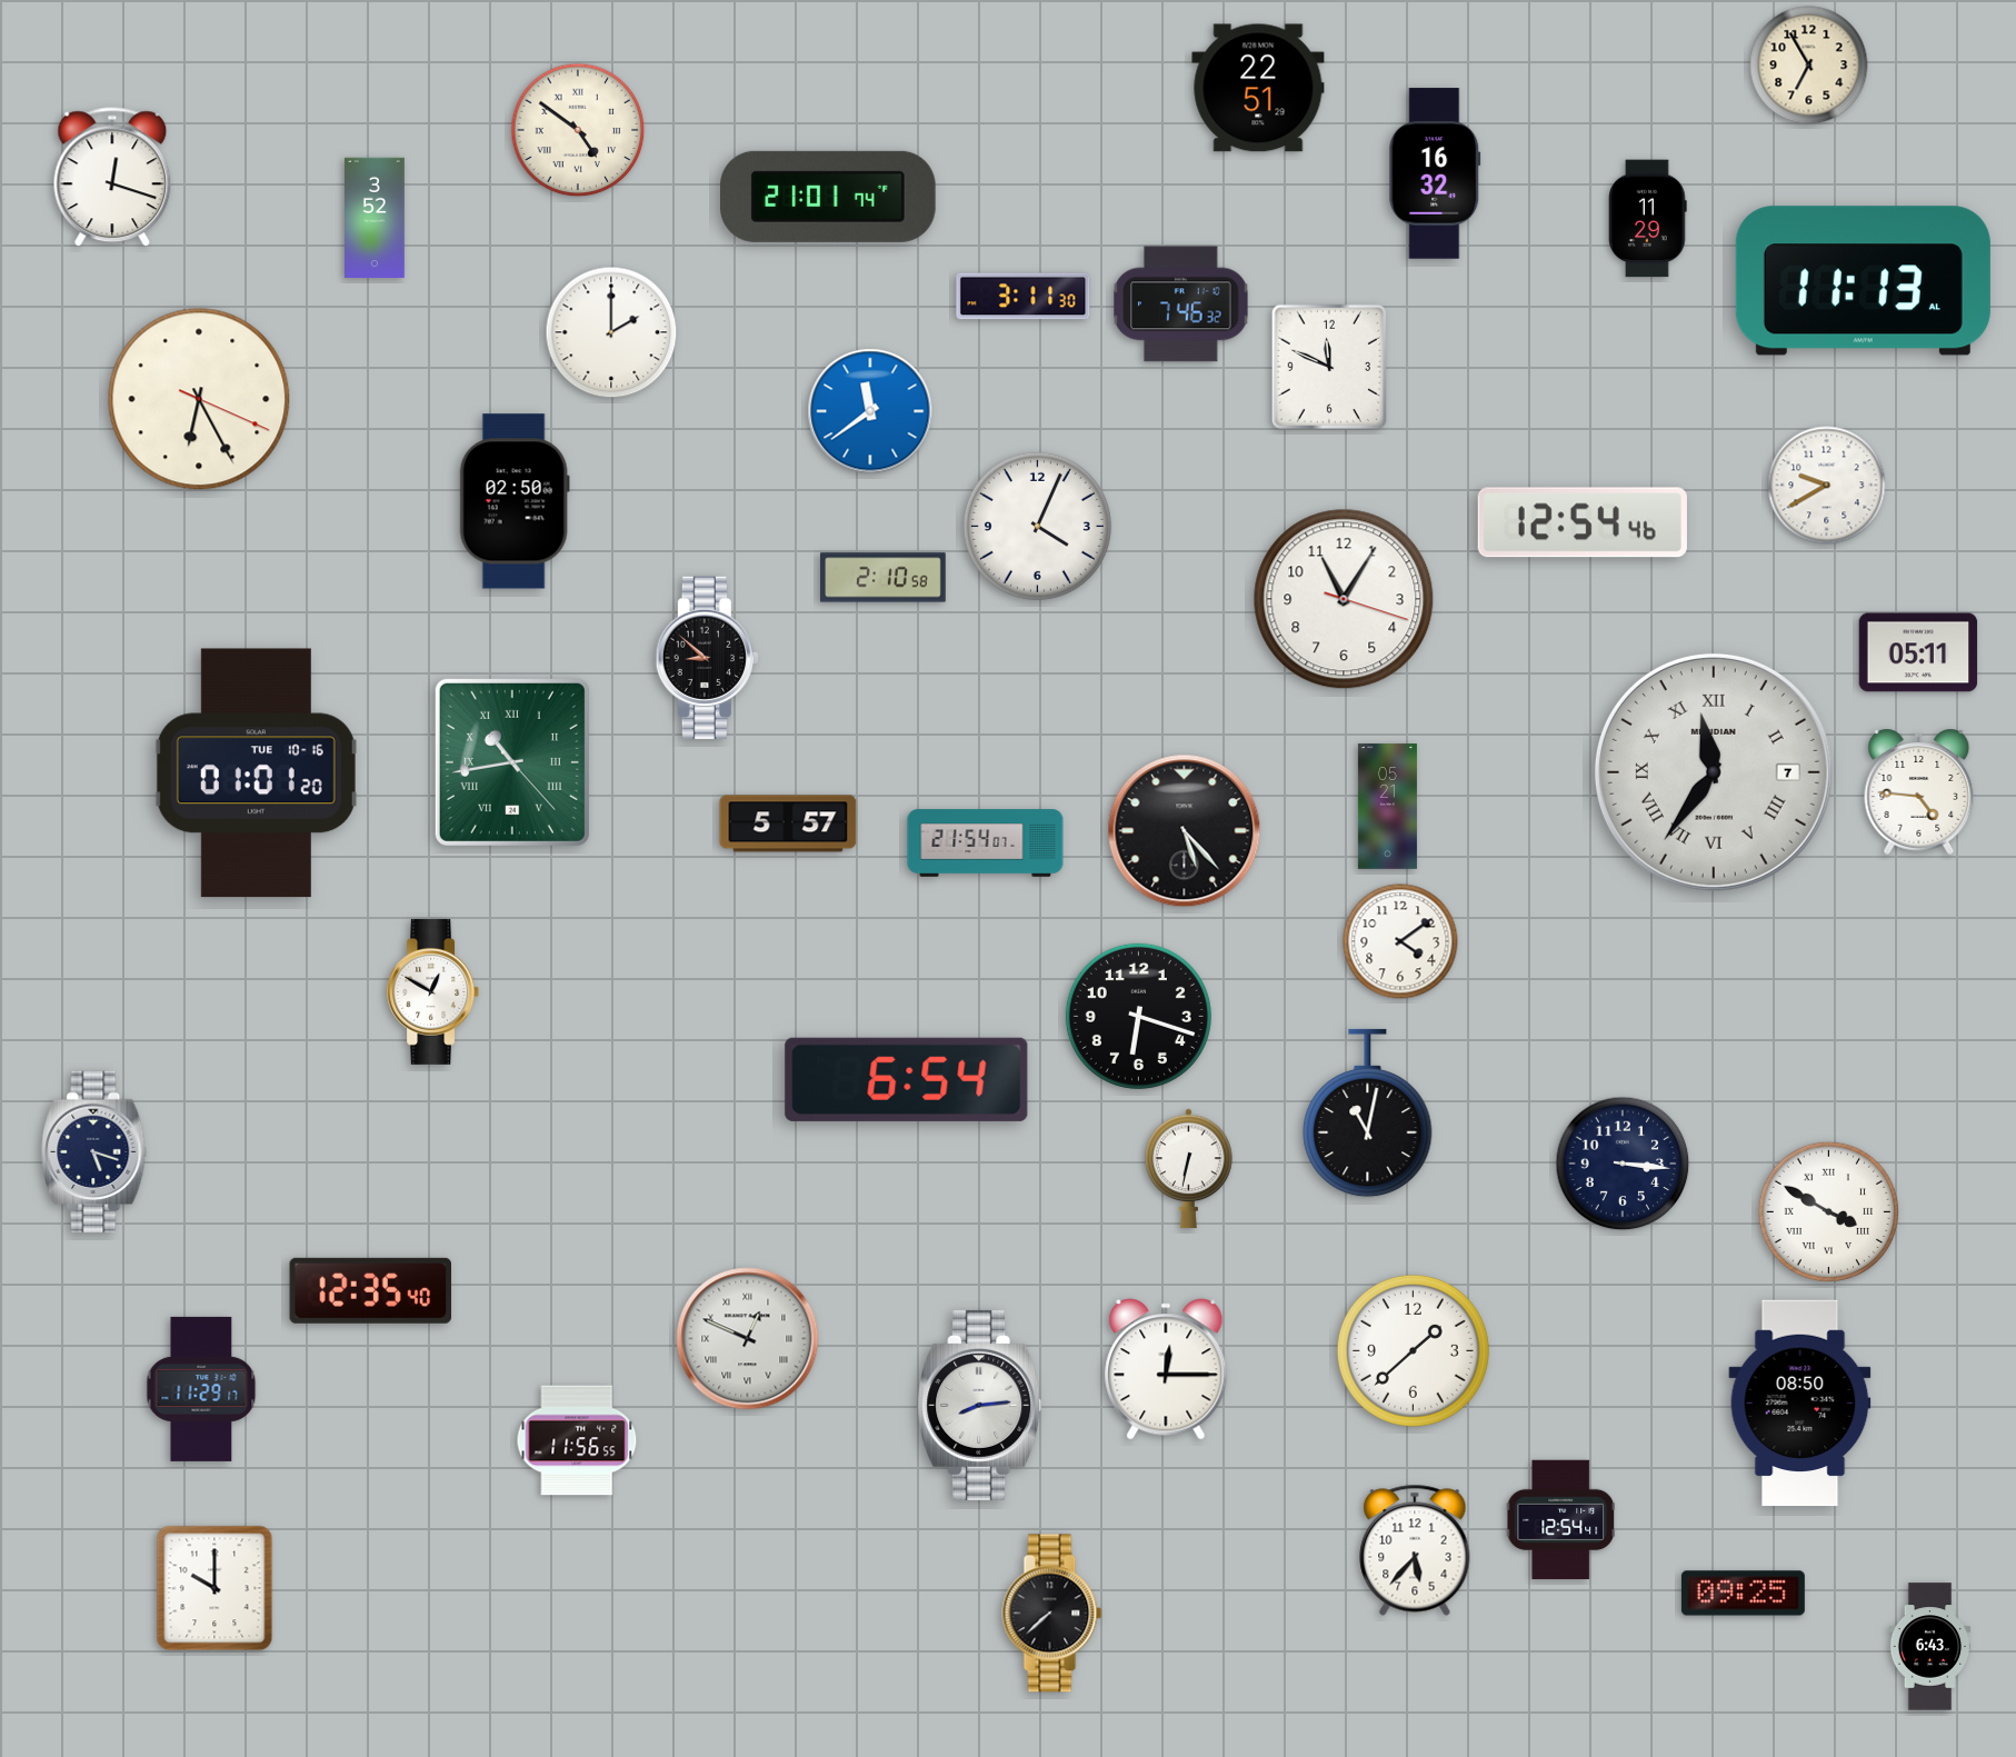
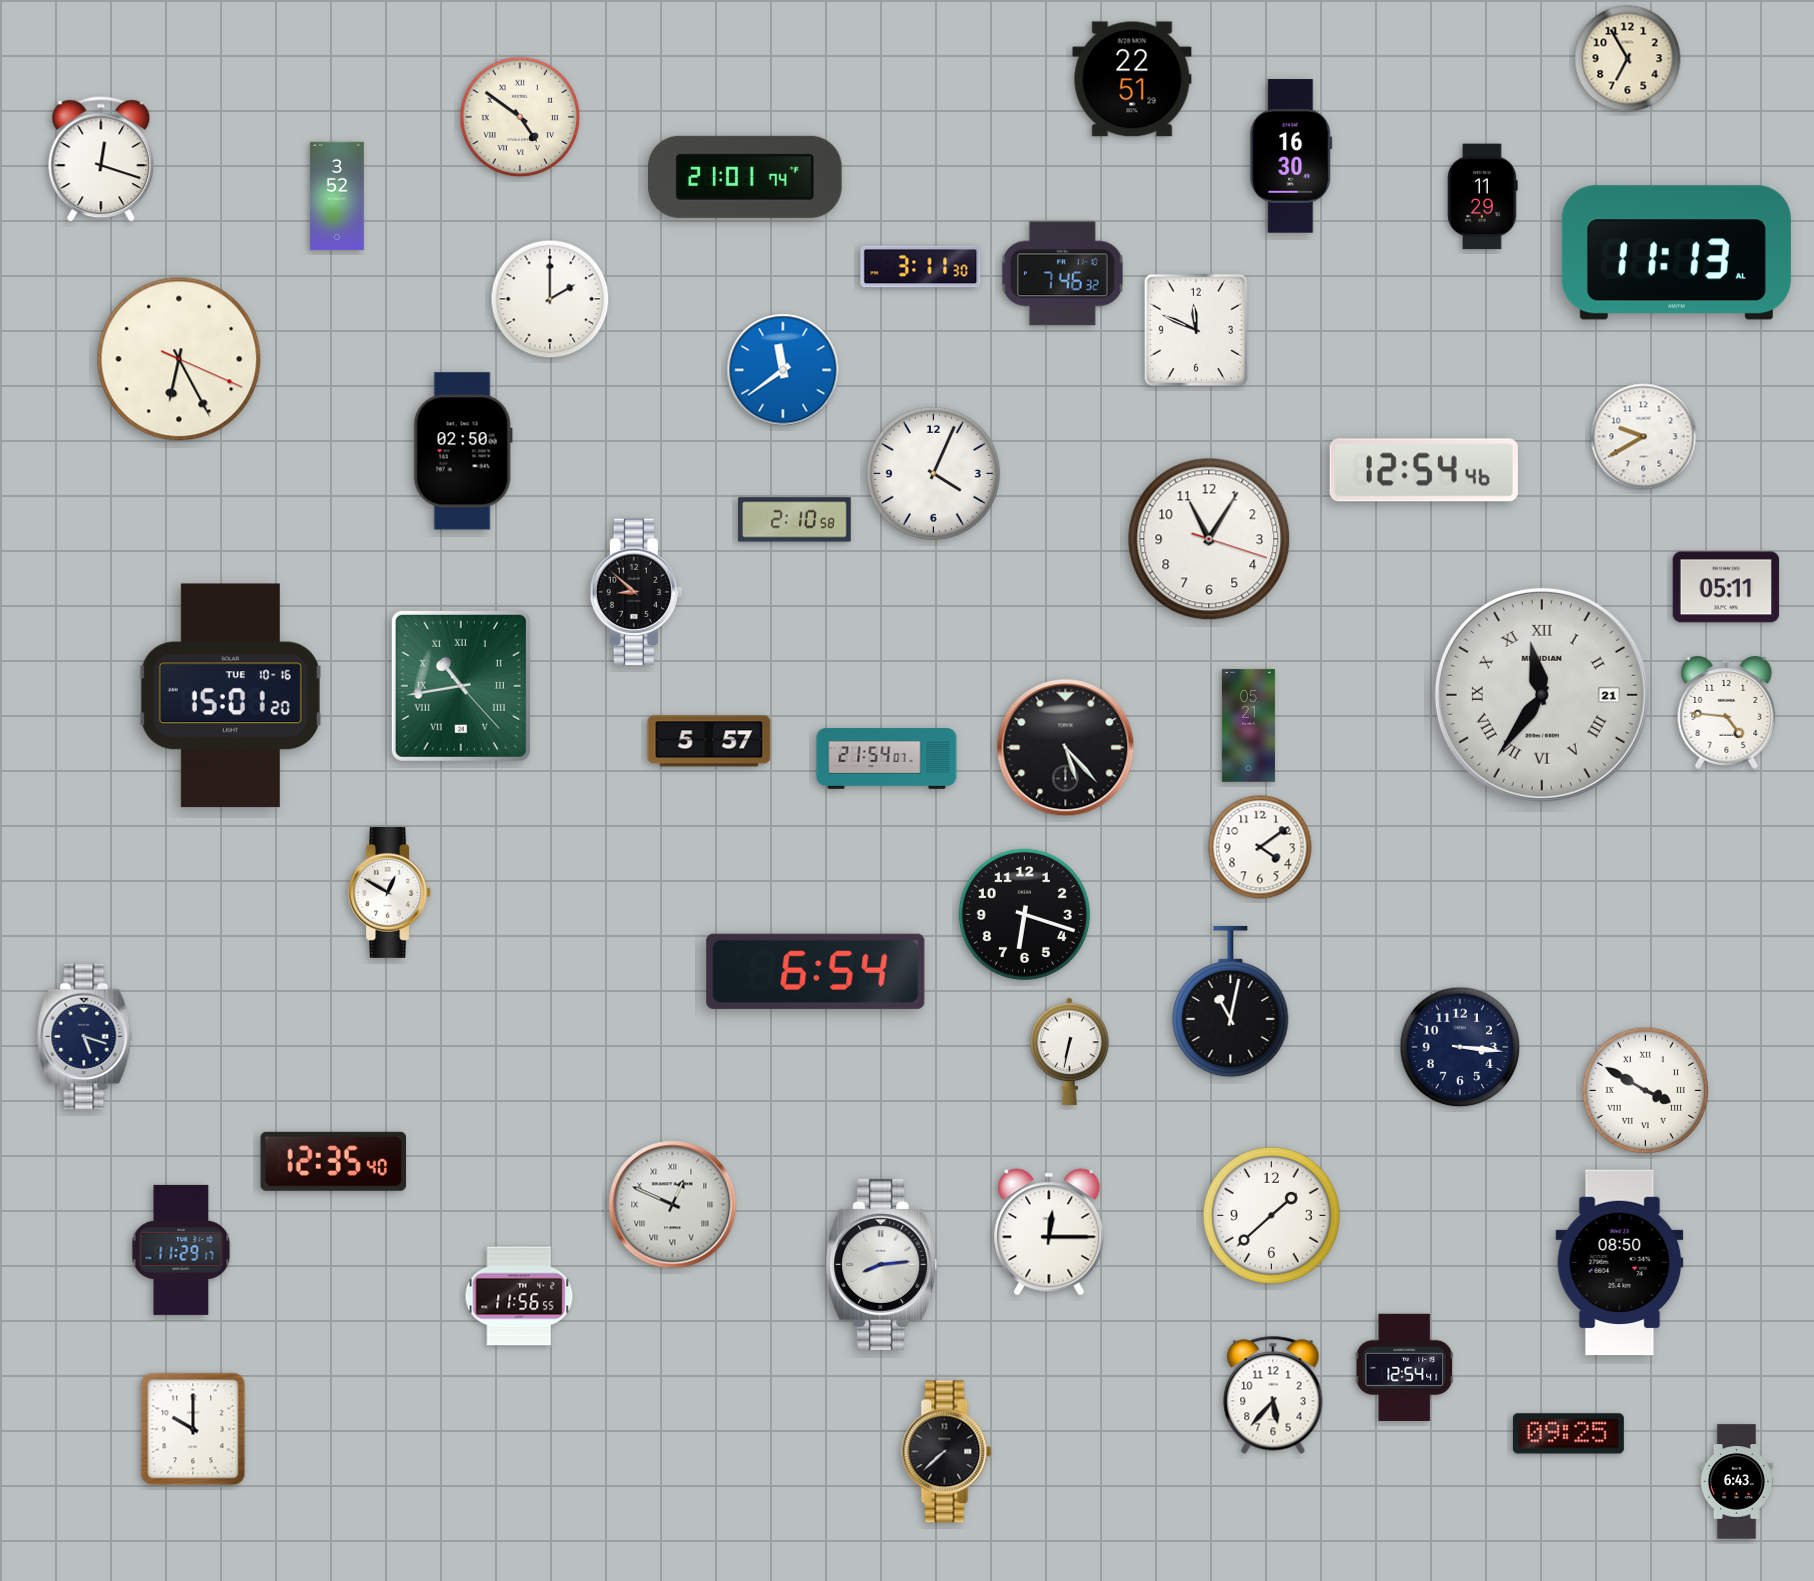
clock at (1435, 173): 16:32 -> 16:30
clock at (1714, 772) date: 7 -> 21
clock at (256, 773): 01:01 -> 15:01
